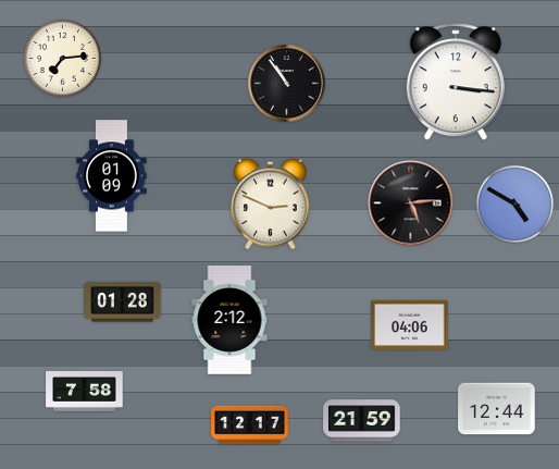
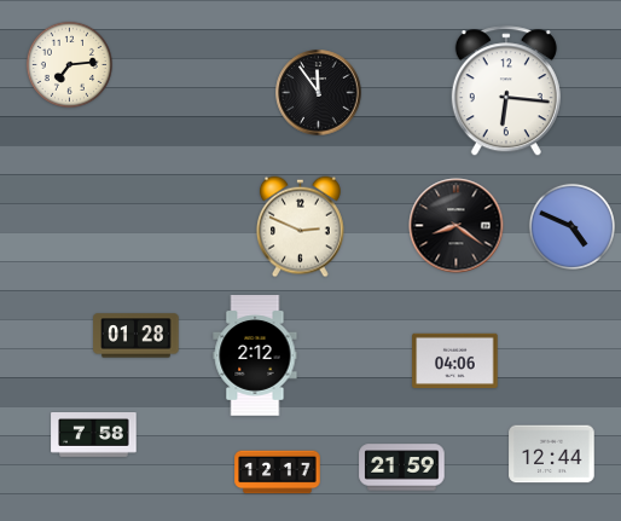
clock at (456, 83): 3:16 -> 6:16
clock at (287, 84): 10:54 -> 11:54
clock at (112, 176): 01:09 -> none
clock at (411, 203): 5:14 -> 8:21
clock at (514, 203): 4:50 -> 4:49
